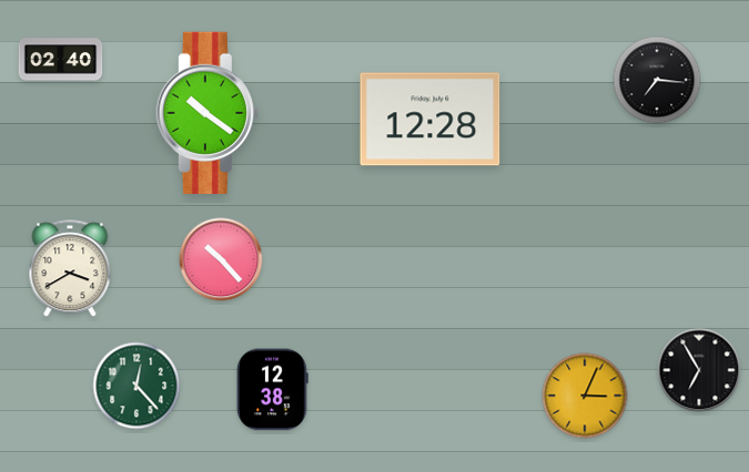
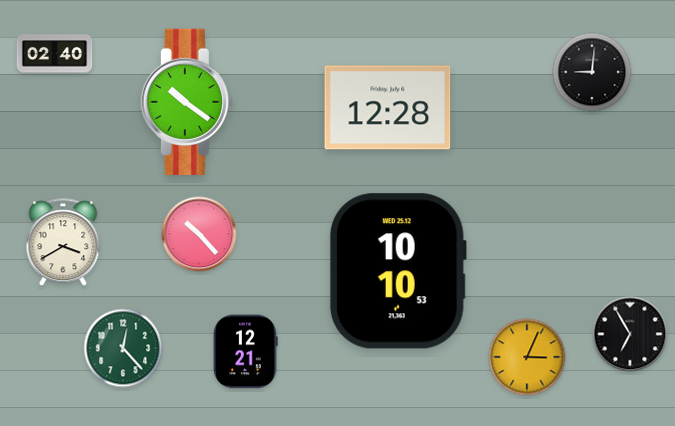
clock at (657, 80): 7:16 -> 9:01
clock at (398, 271): none -> 10:10
clock at (272, 390): 12:38 -> 12:21
